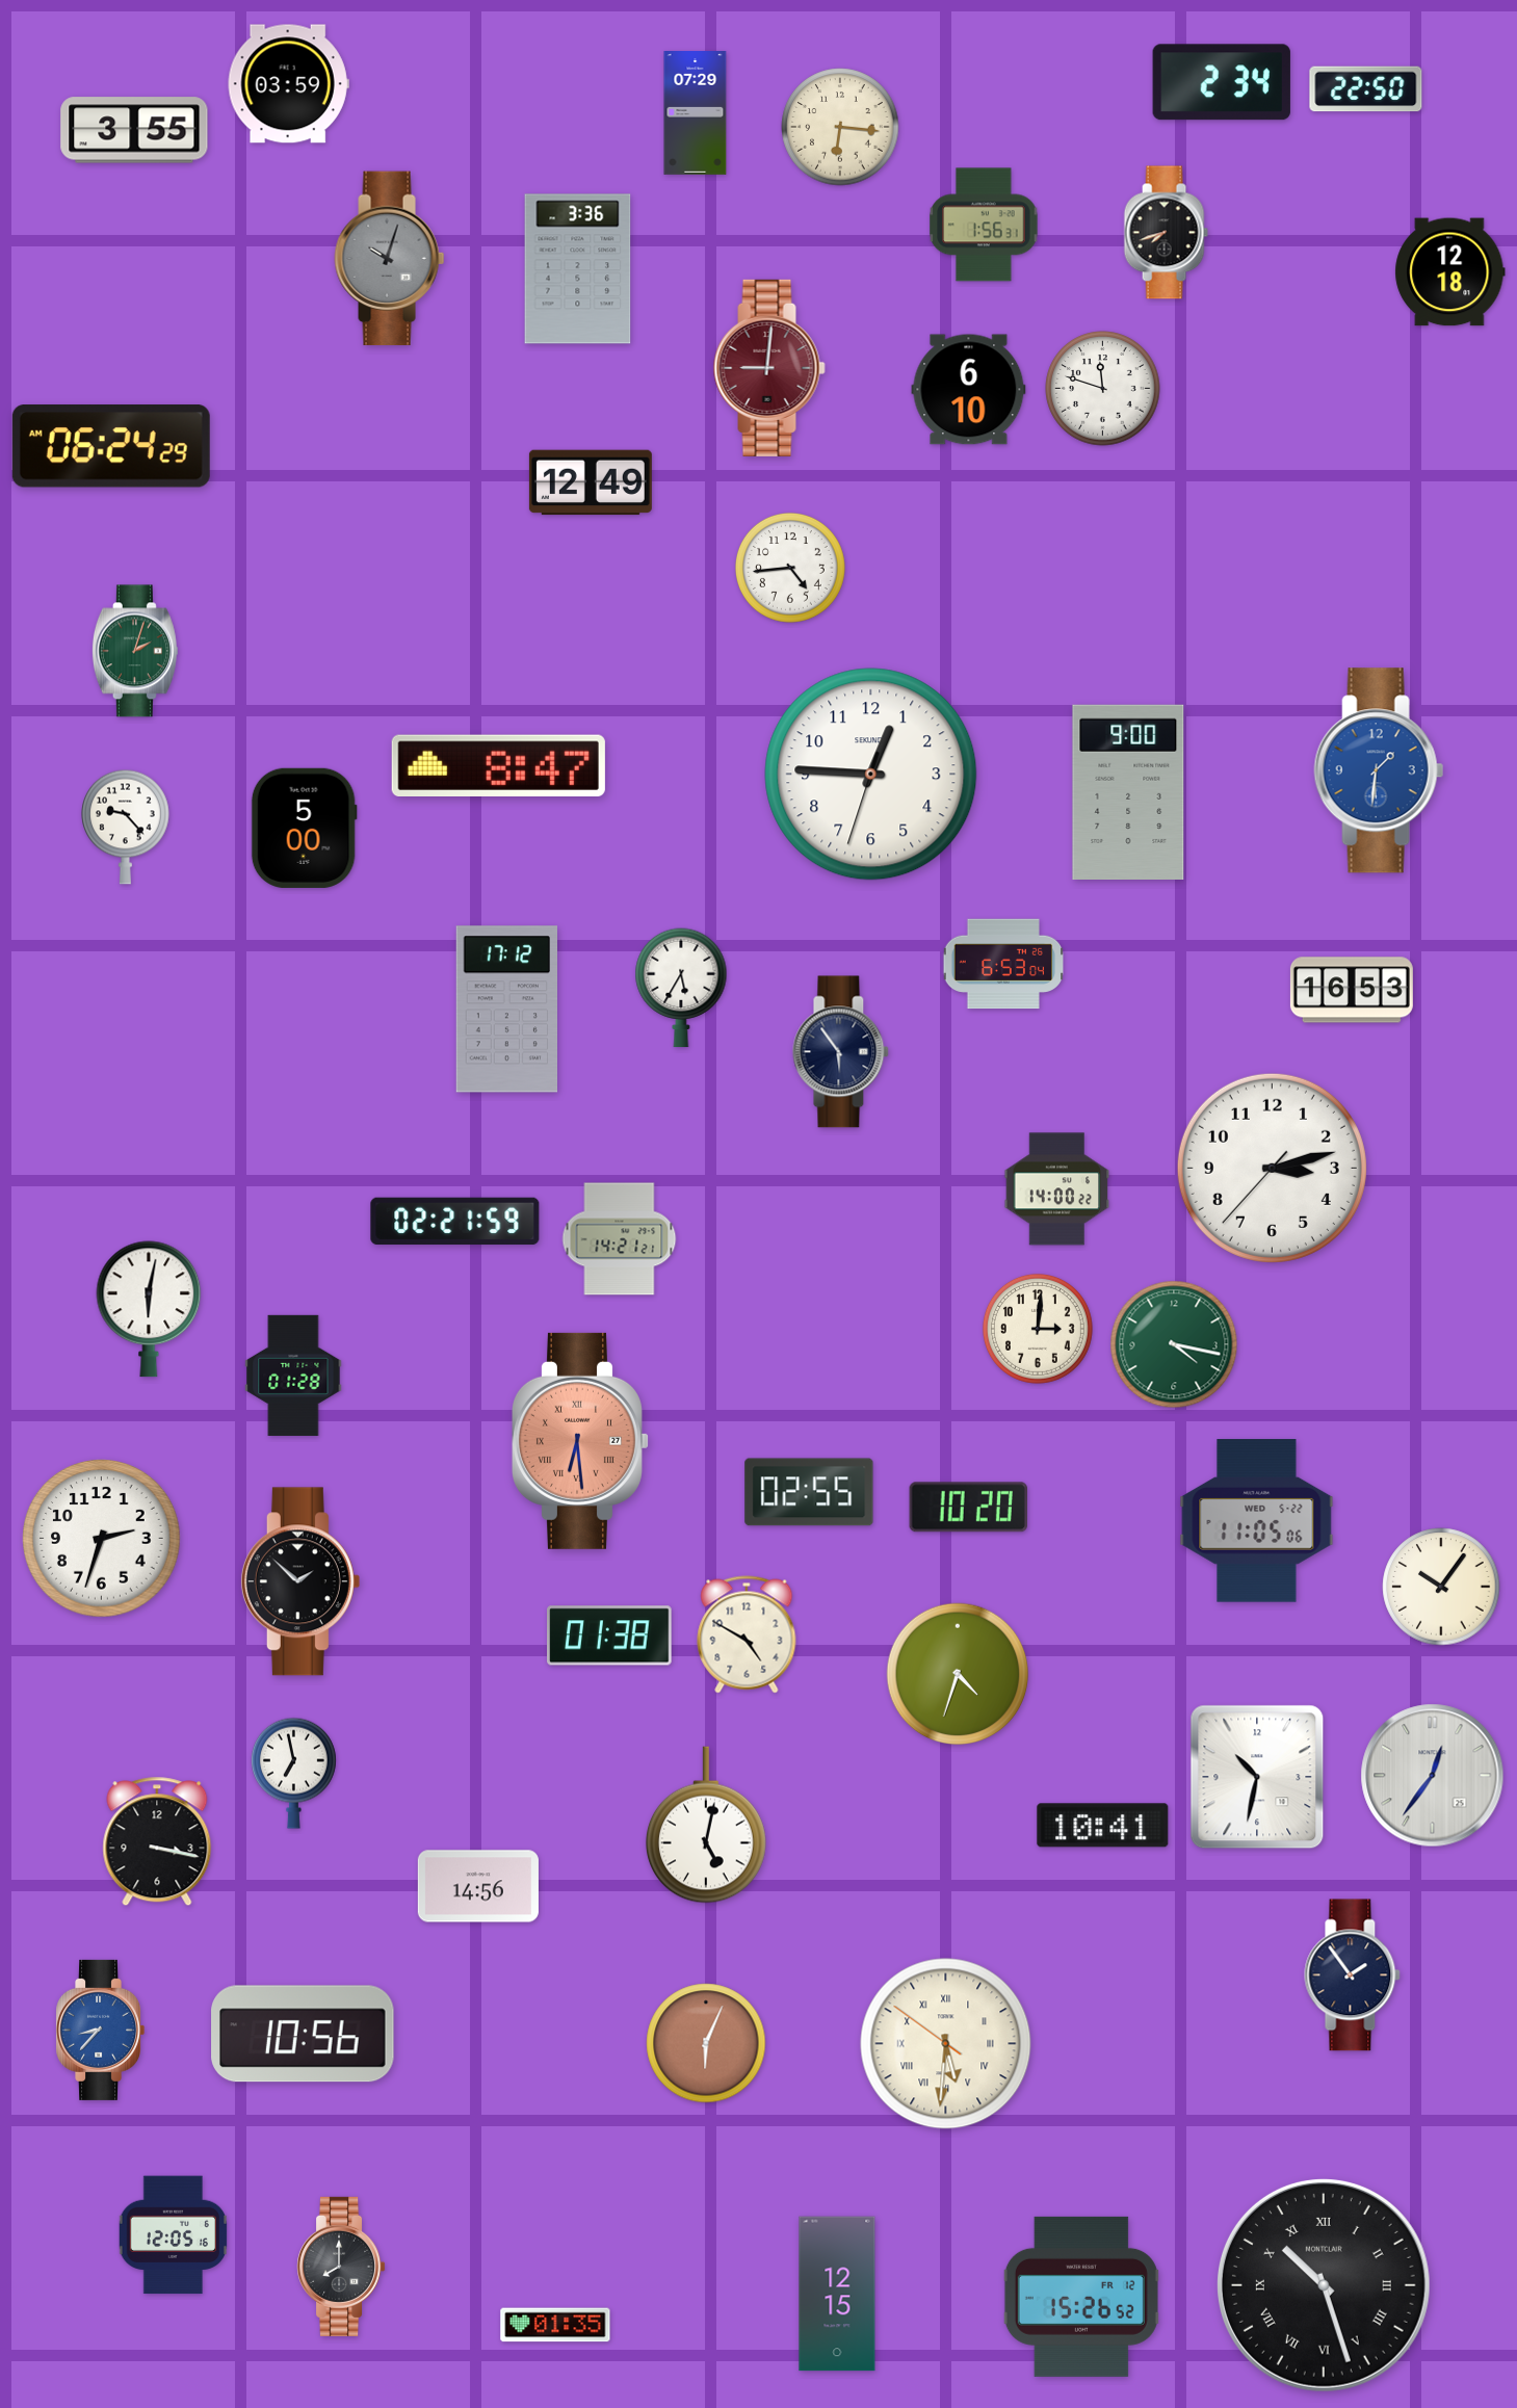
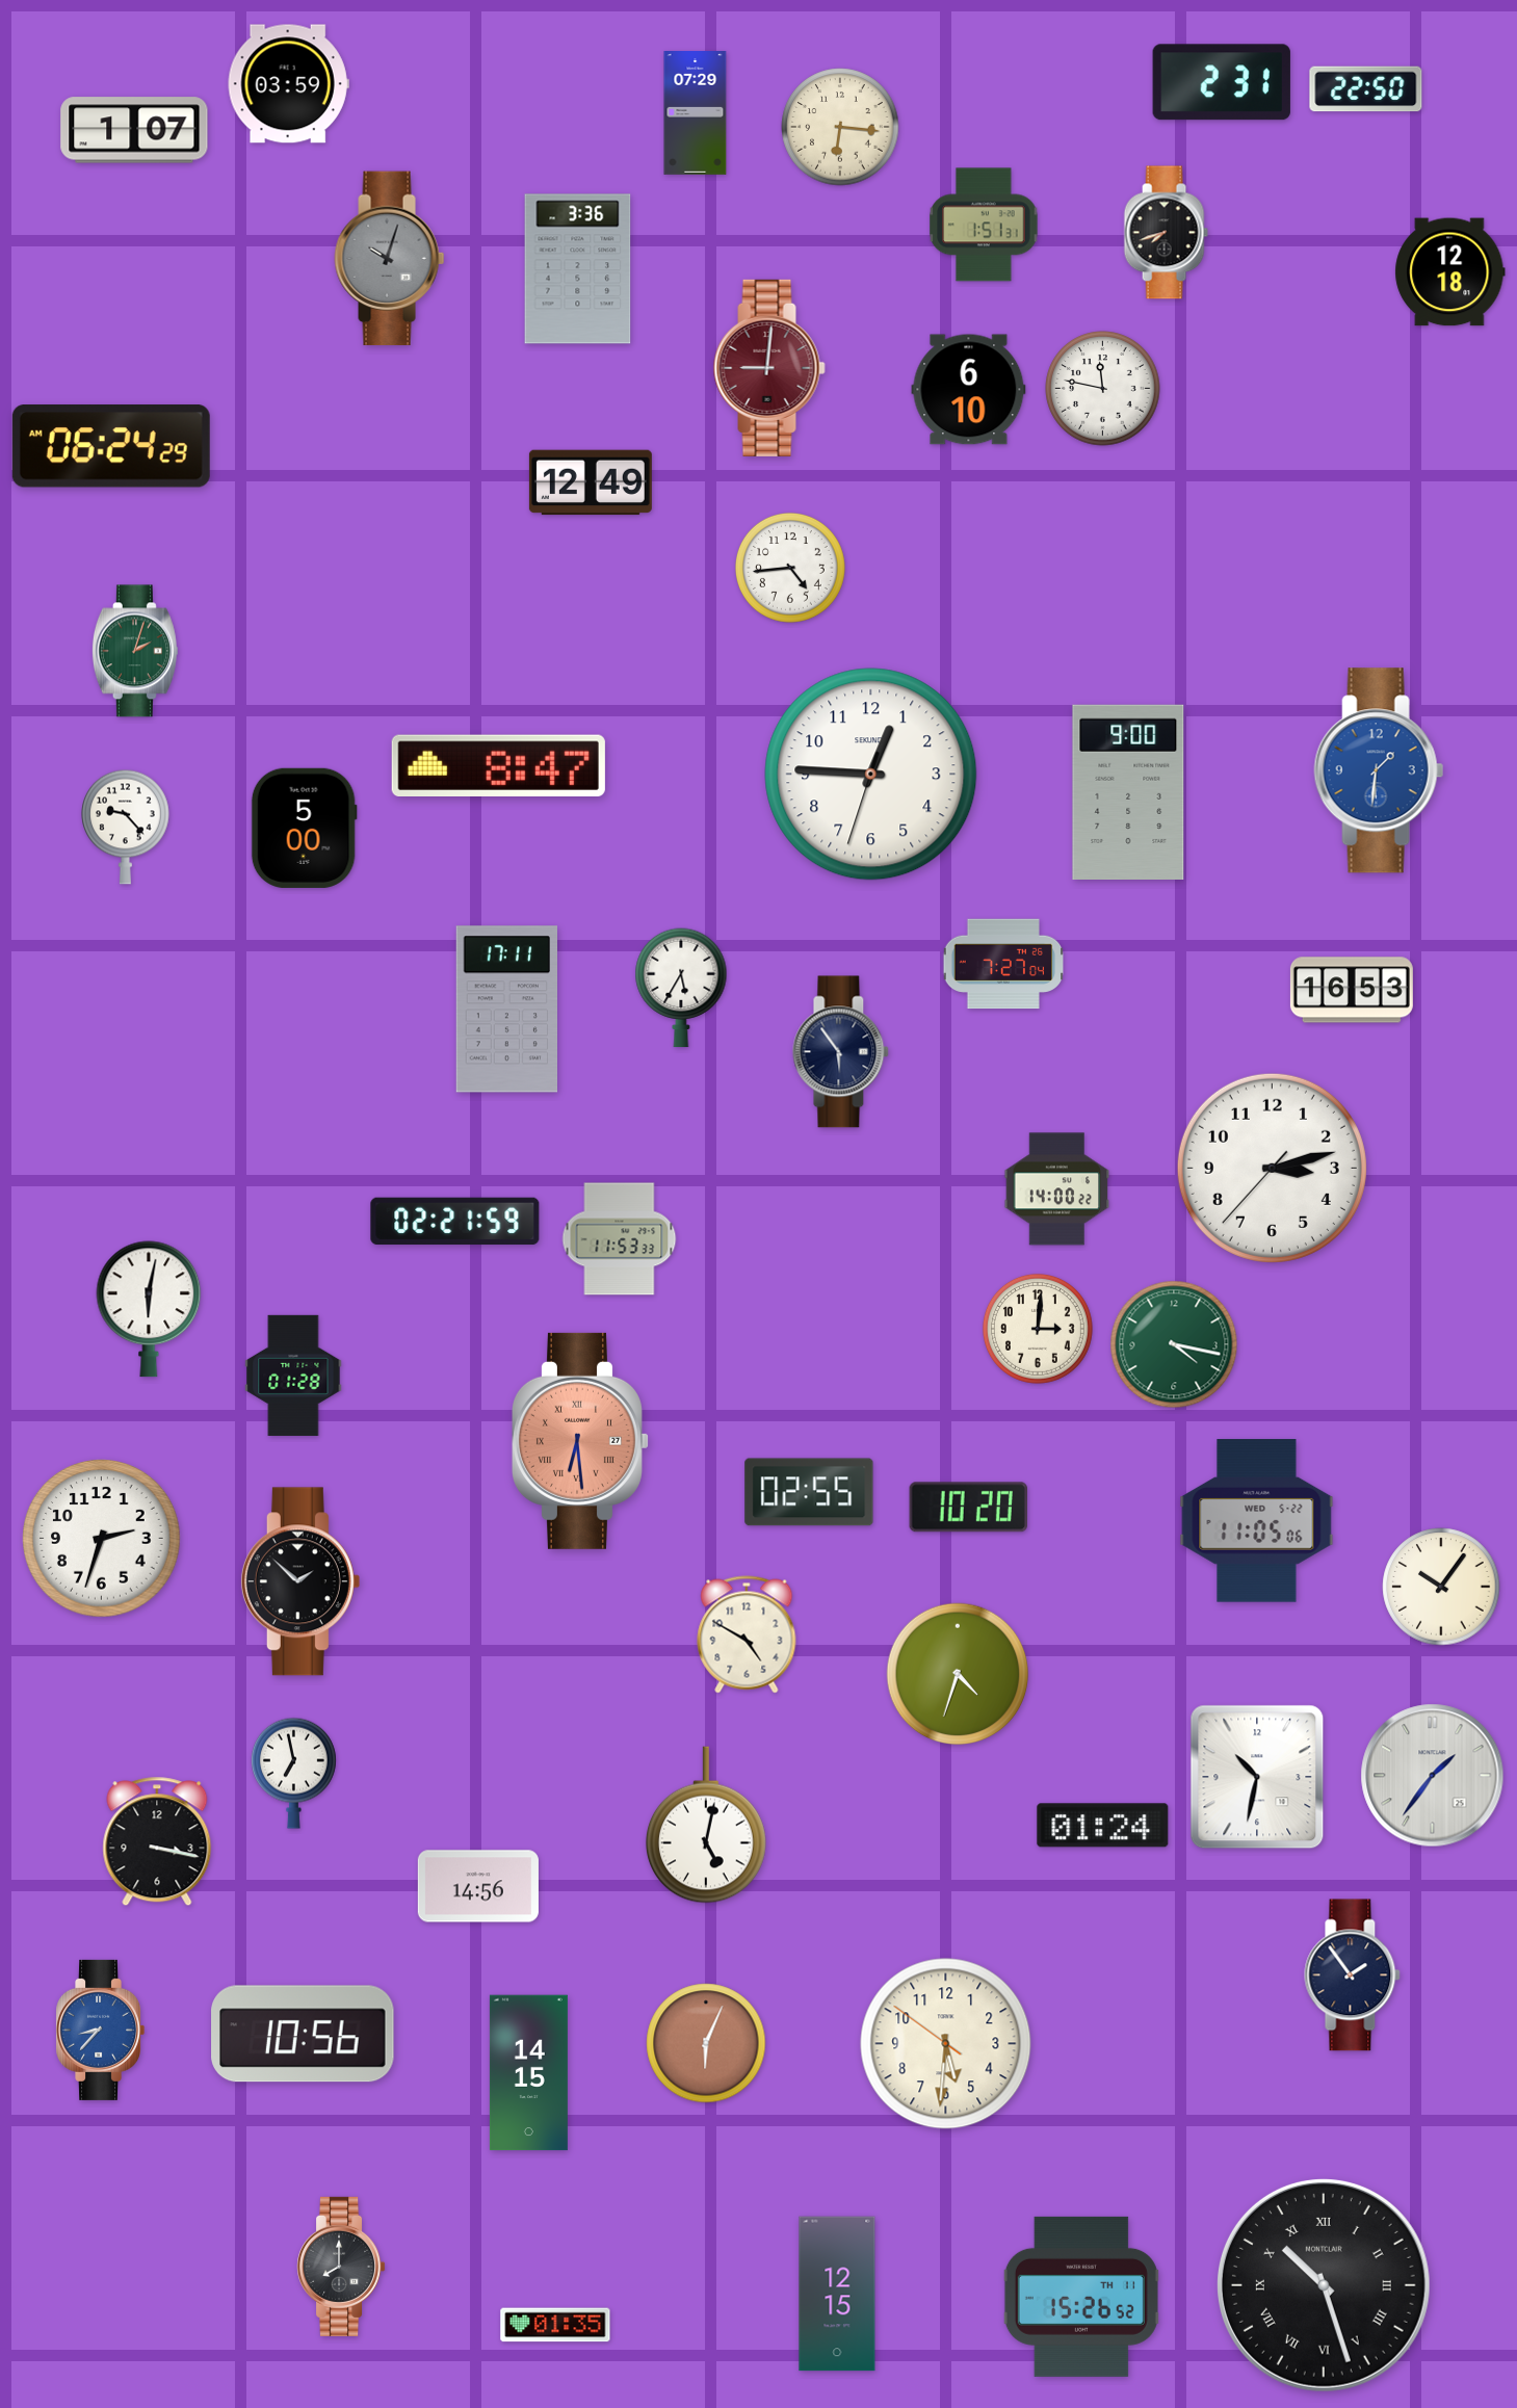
clock at (1222, 82): 2:34 -> 2:31
clock at (134, 130): 3:55 -> 1:07
clock at (984, 225): 1:56 -> 1:51
clock at (1103, 389): 11:48 -> 11:47
clock at (1003, 964): 6:53 -> 7:27
clock at (506, 1010): 17:12 -> 17:11
clock at (620, 1239): 14:21 -> 11:53
clock at (610, 1635): 01:38 -> none
clock at (1433, 1776): 12:36 -> 1:36
clock at (1103, 1826): 10:41 -> 01:24
clock at (946, 2044) numerals: Roman -> Arabic
clock at (528, 2073): none -> 14:15
clock at (174, 2235): 12:05 -> none
clock at (1081, 2297) date: FR 12 -> TH 11
